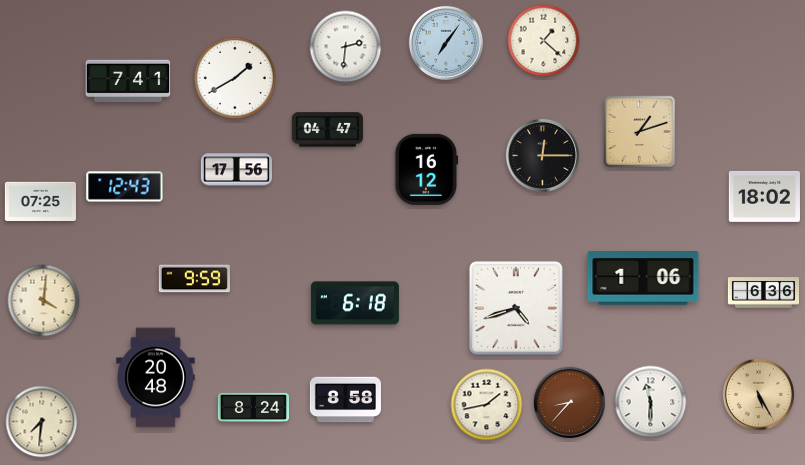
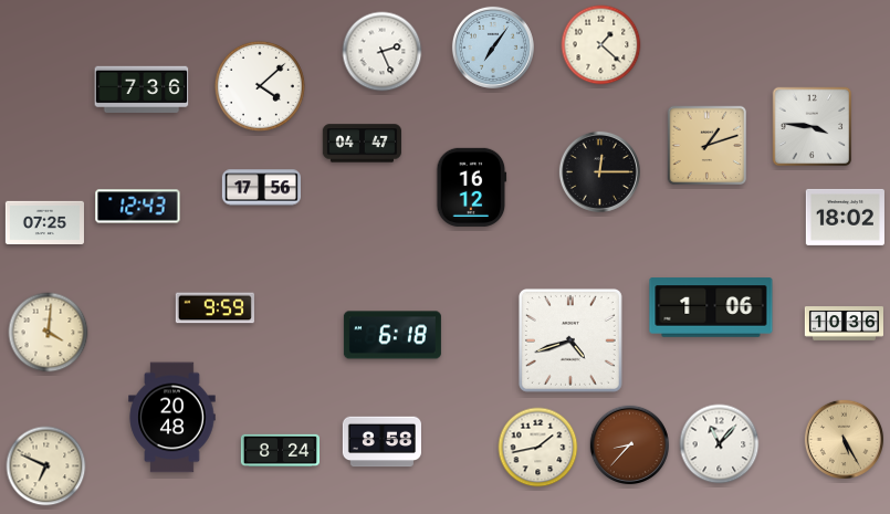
clock at (346, 47): 2:31 -> 2:26
clock at (235, 78): 1:40 -> 4:08
clock at (128, 81): 7:41 -> 7:36
clock at (813, 127): none -> 3:46
clock at (763, 293): 6:36 -> 10:36
clock at (758, 394) position: (758, 394) -> (844, 439)
clock at (651, 402): 11:30 -> 11:07
clock at (42, 422): 7:31 -> 6:49
